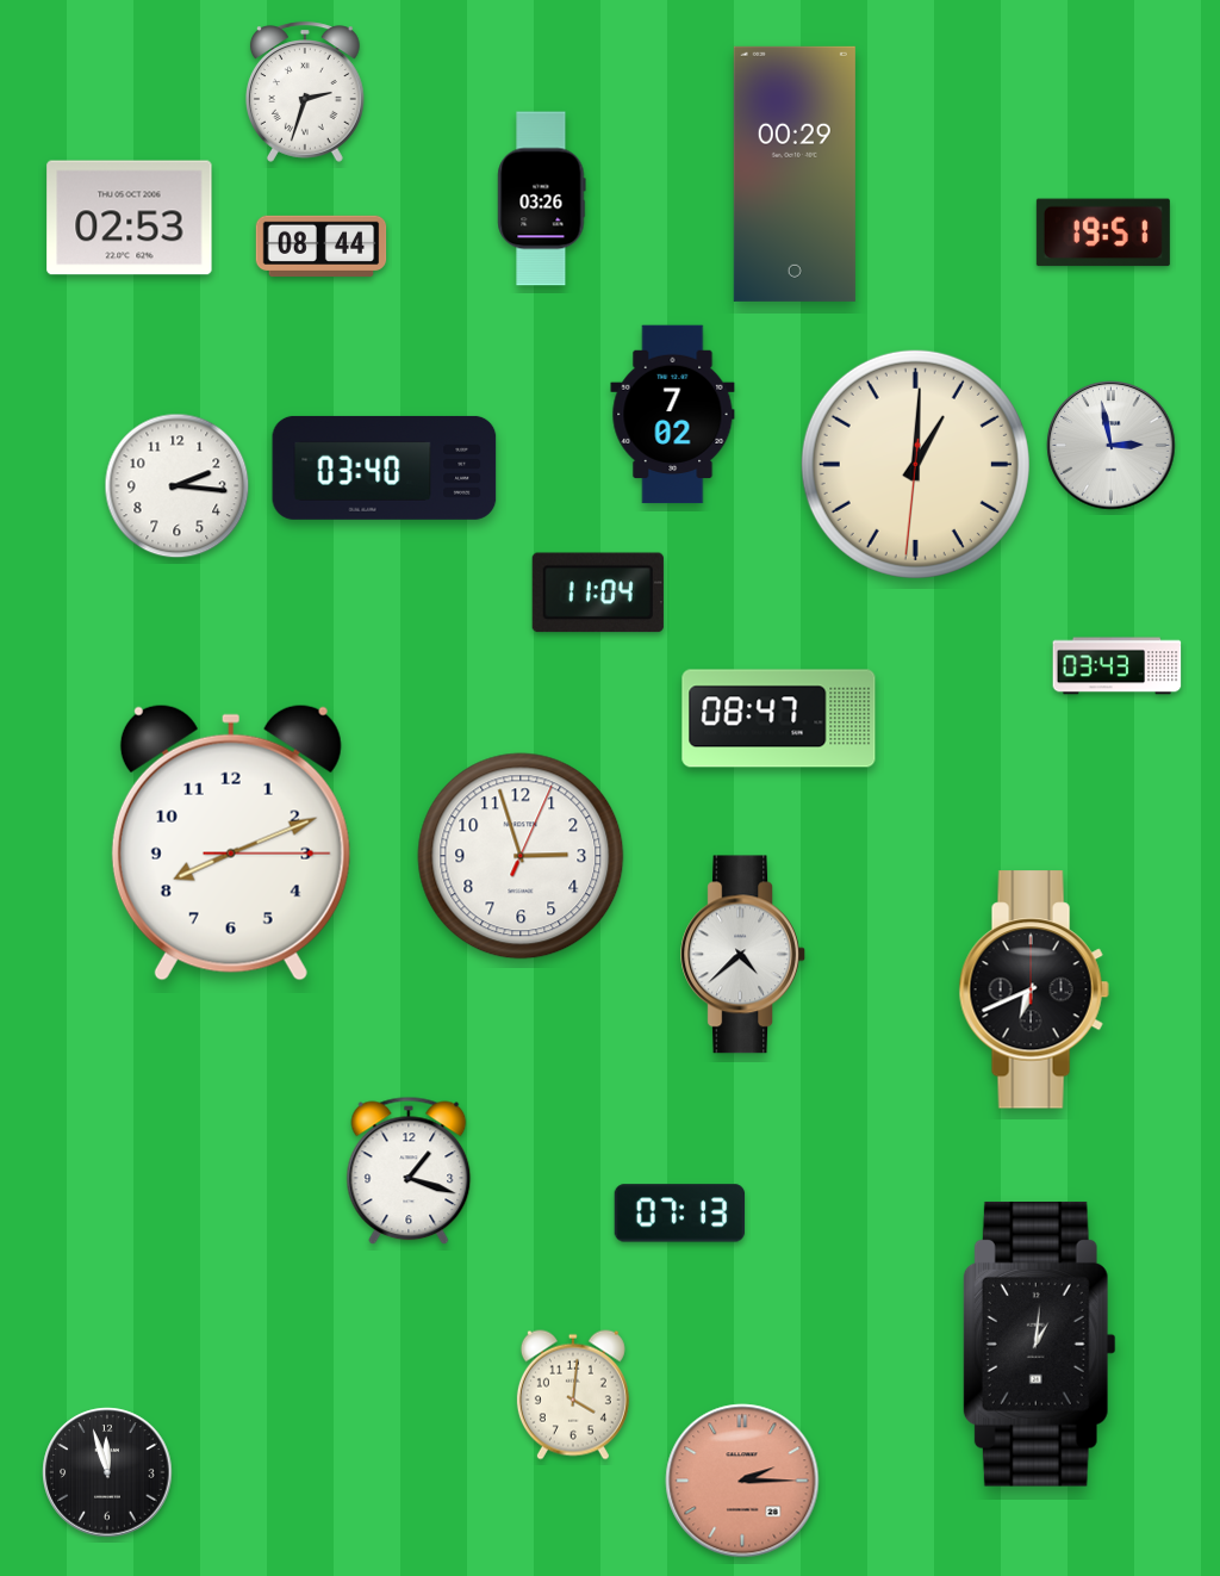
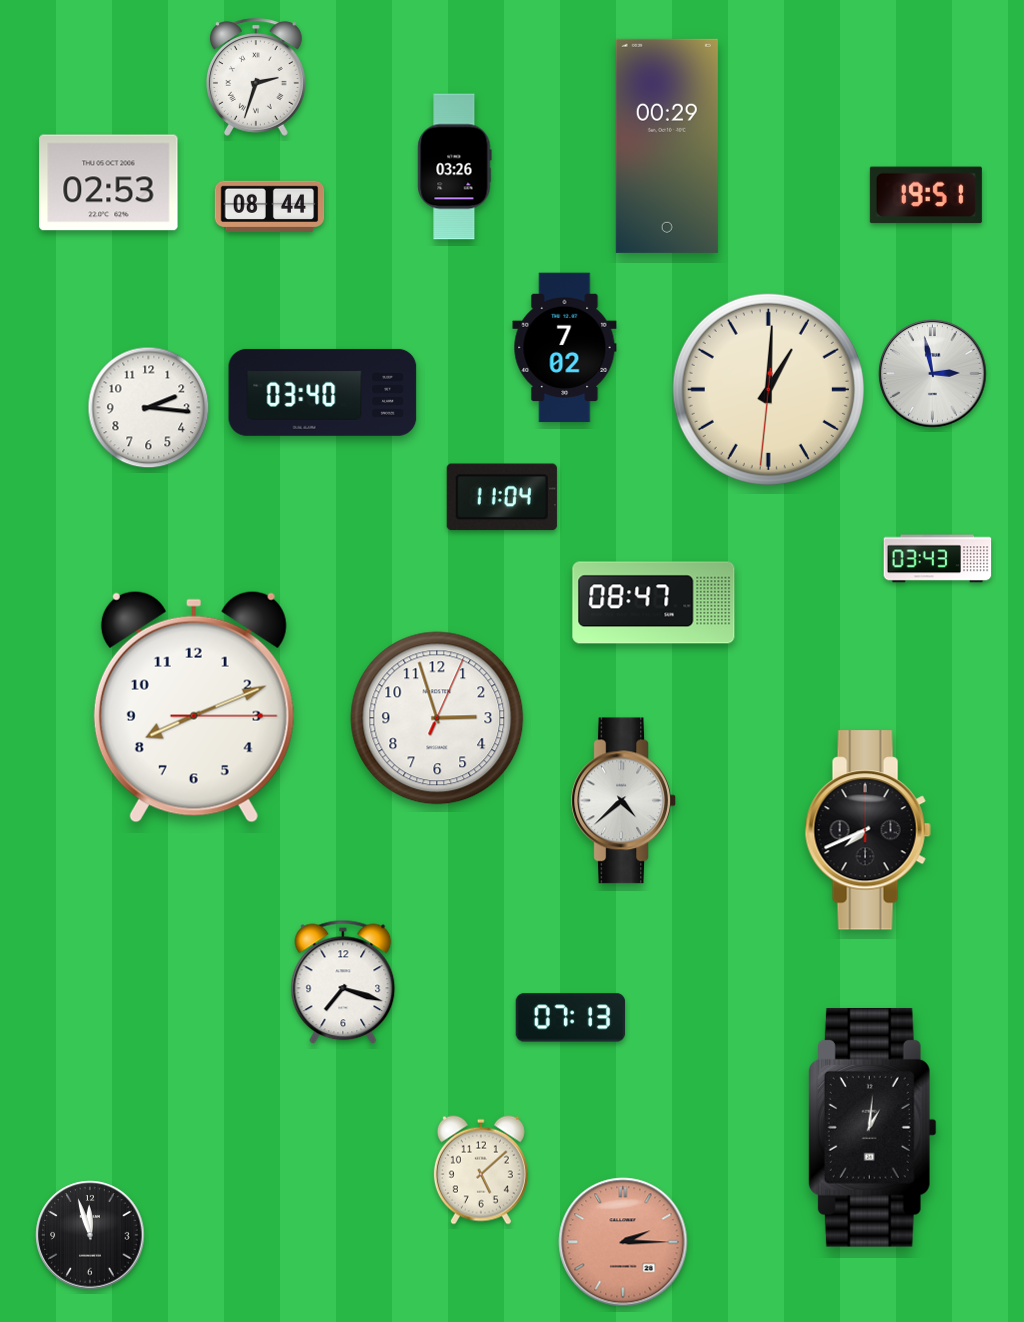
clock at (1034, 989): 6:41 -> 7:41
clock at (409, 1171): 1:18 -> 7:18
clock at (573, 1395): 4:01 -> 5:08
